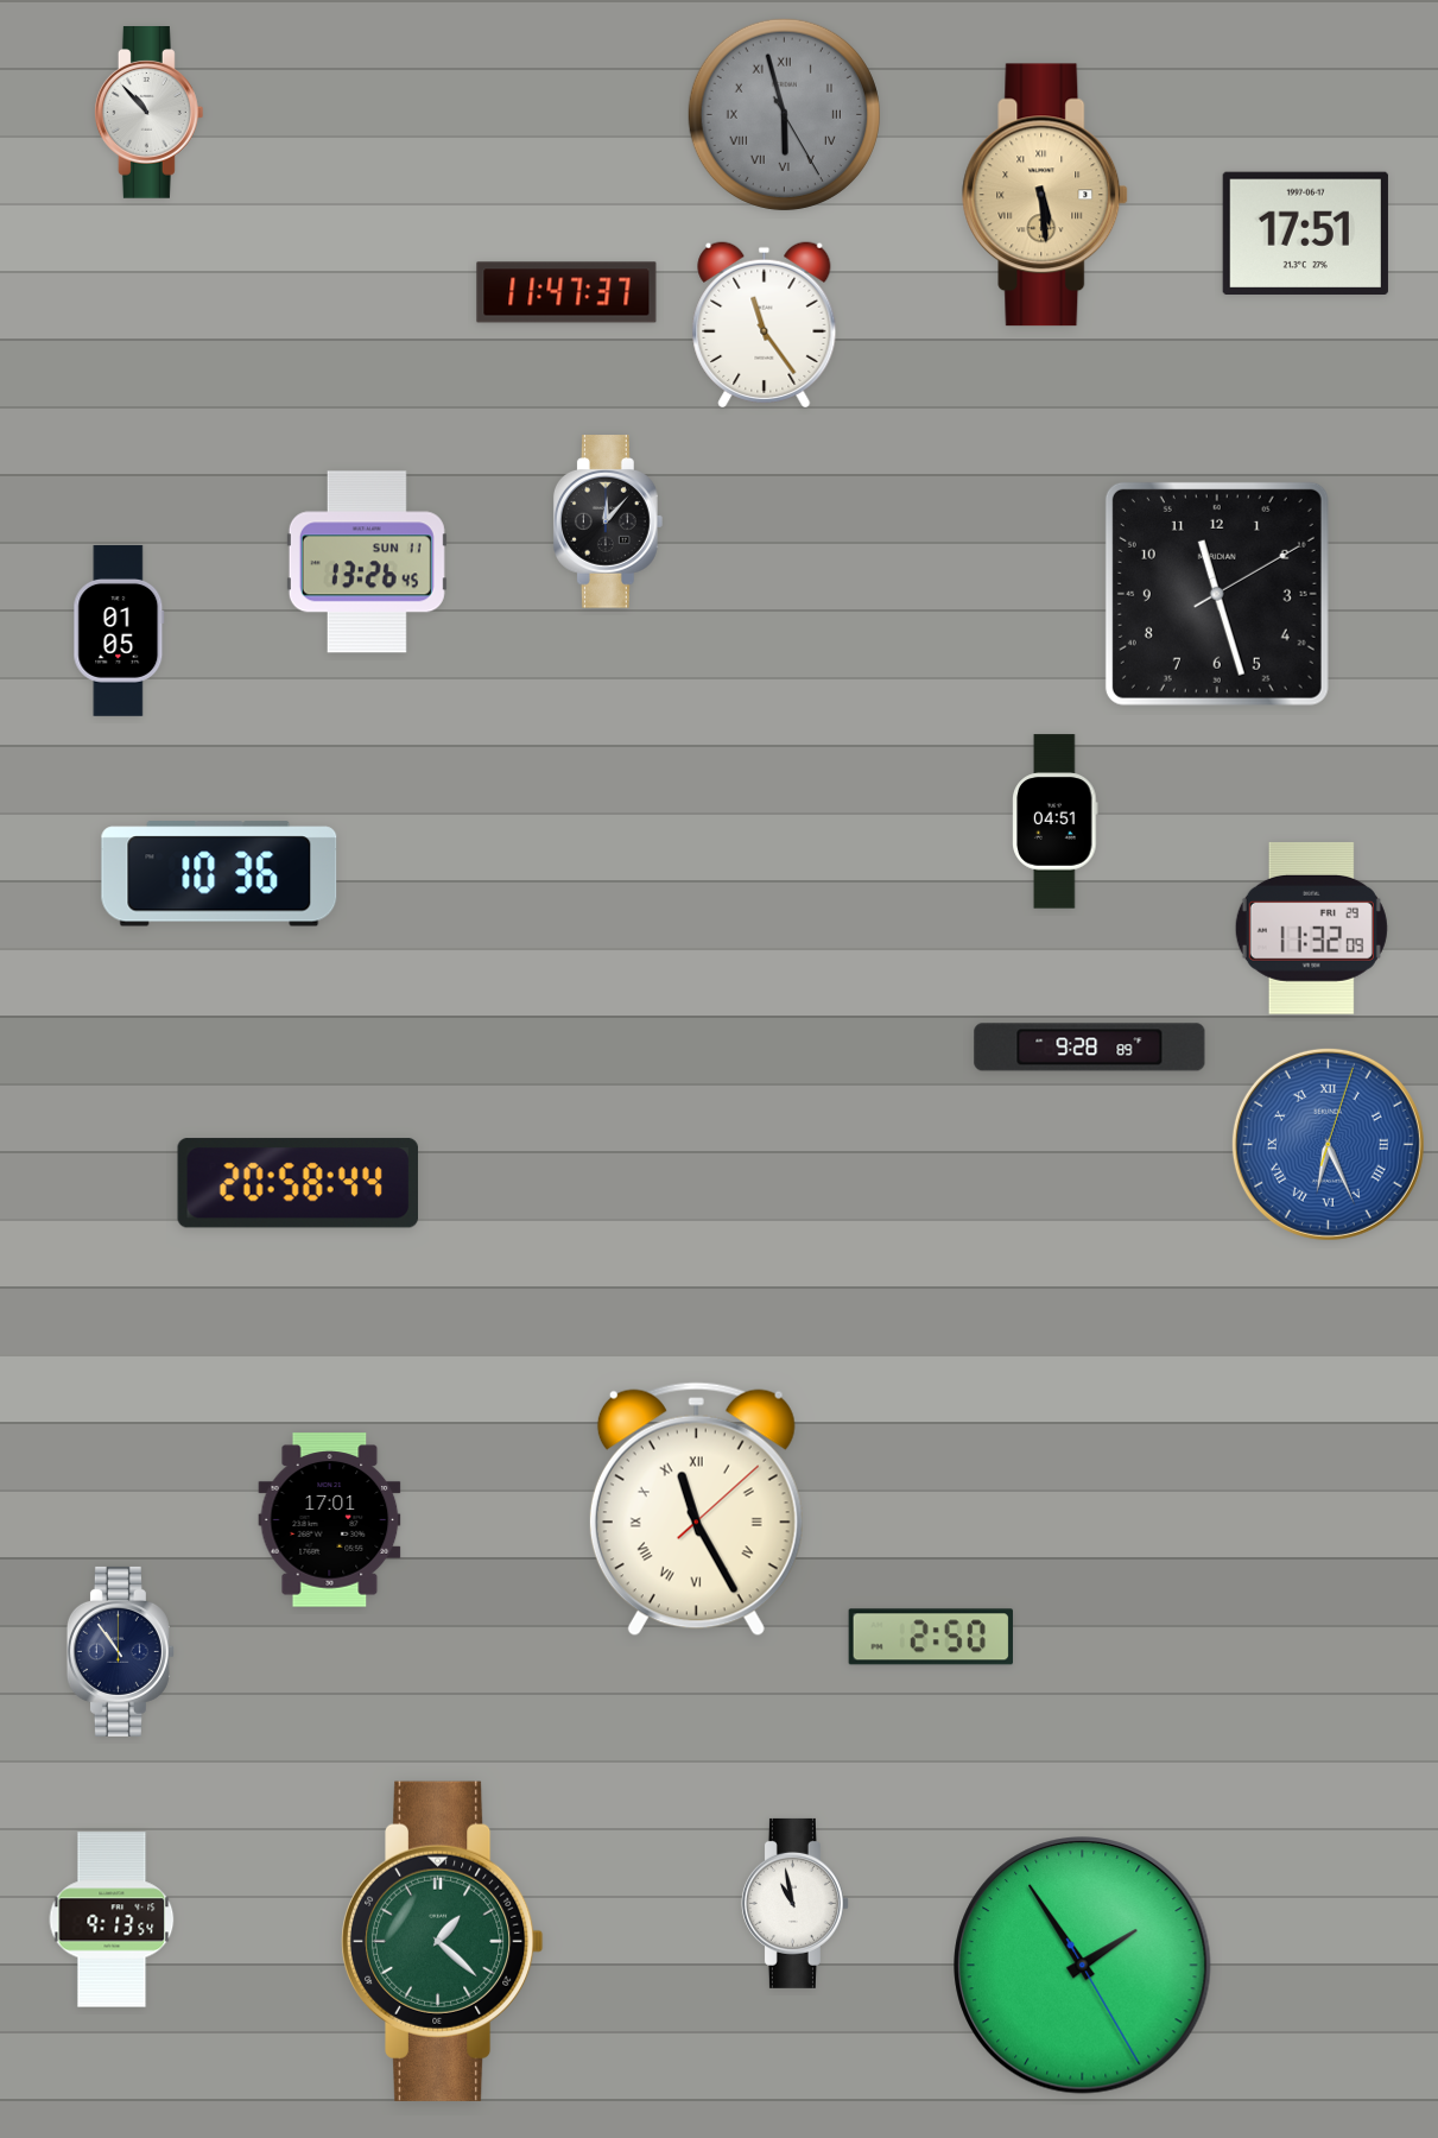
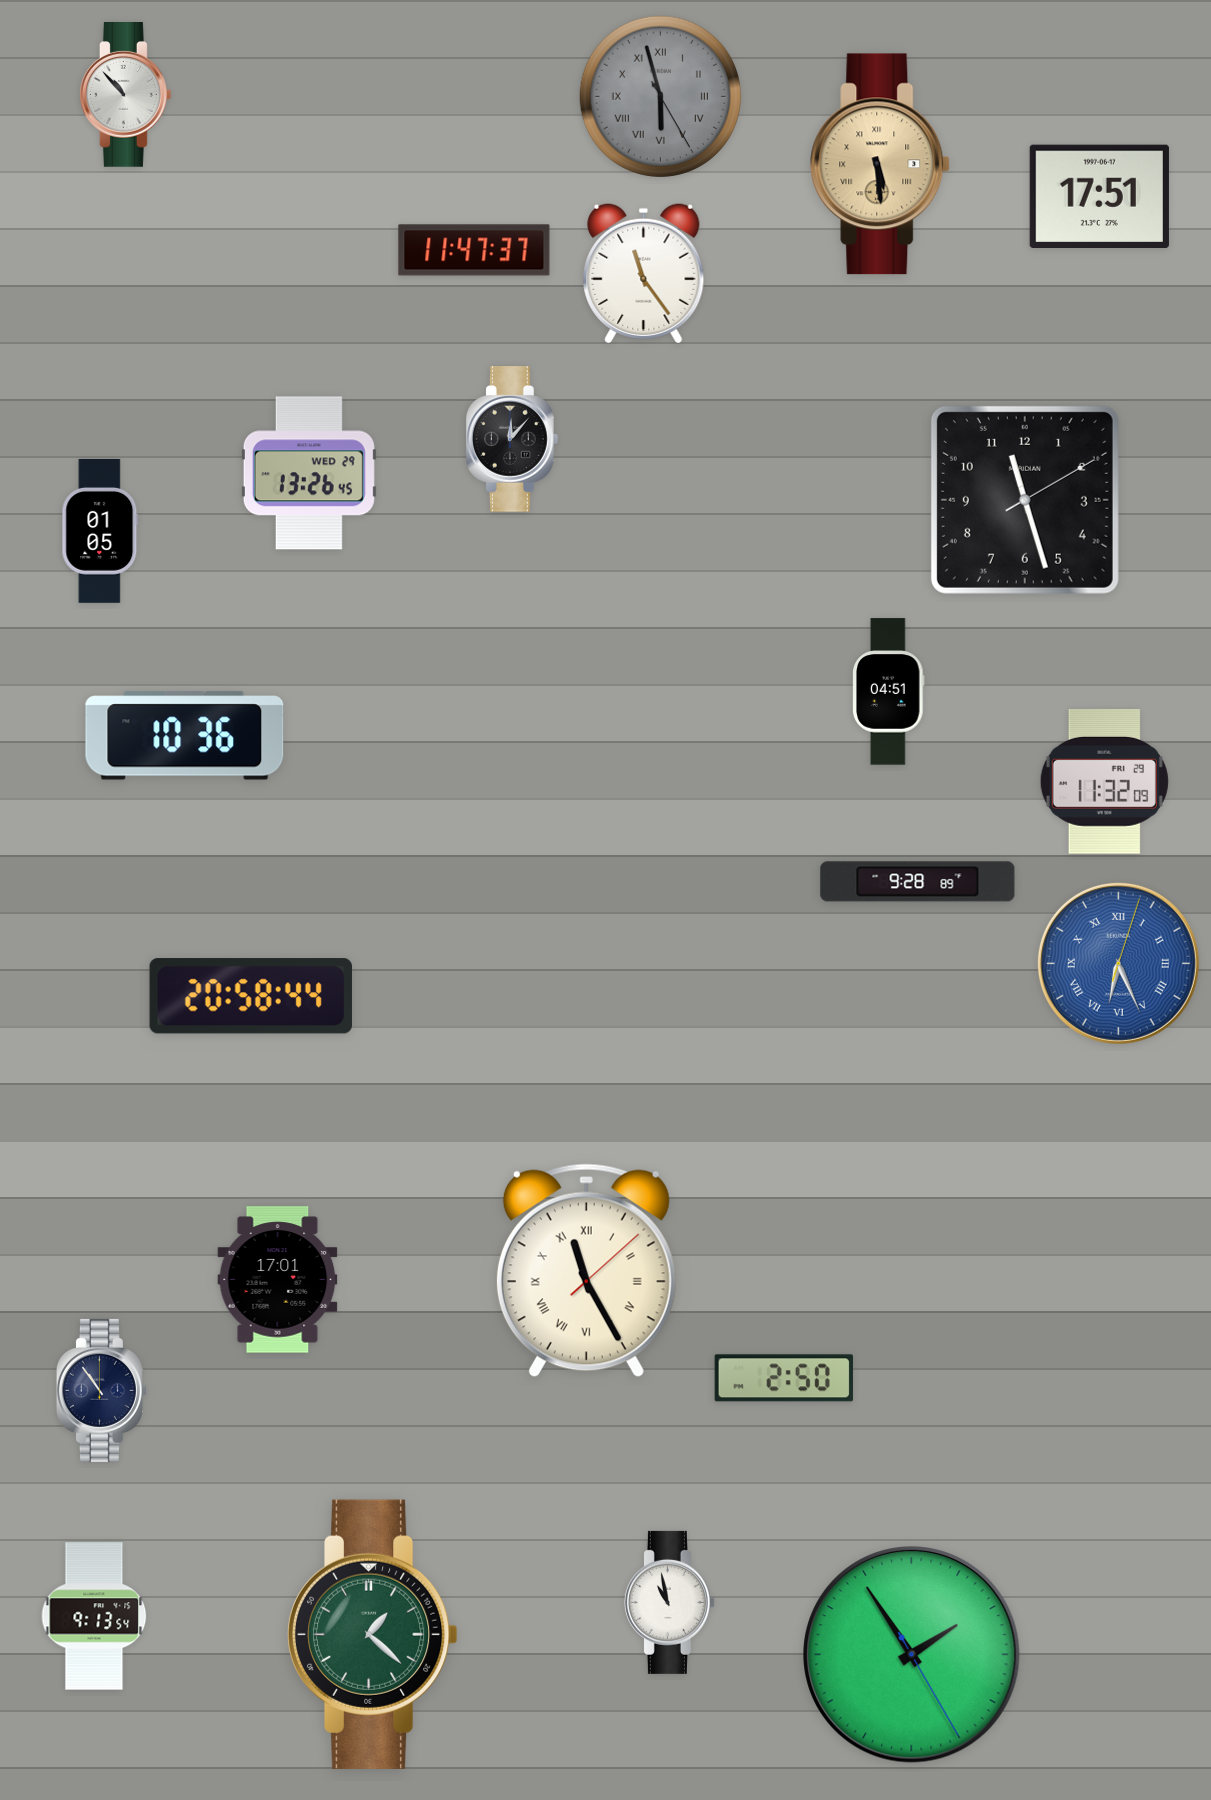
clock at (566, 292) position: (566, 292) -> (474, 250)
clock at (367, 562) date: SUN 11 -> WED 29
